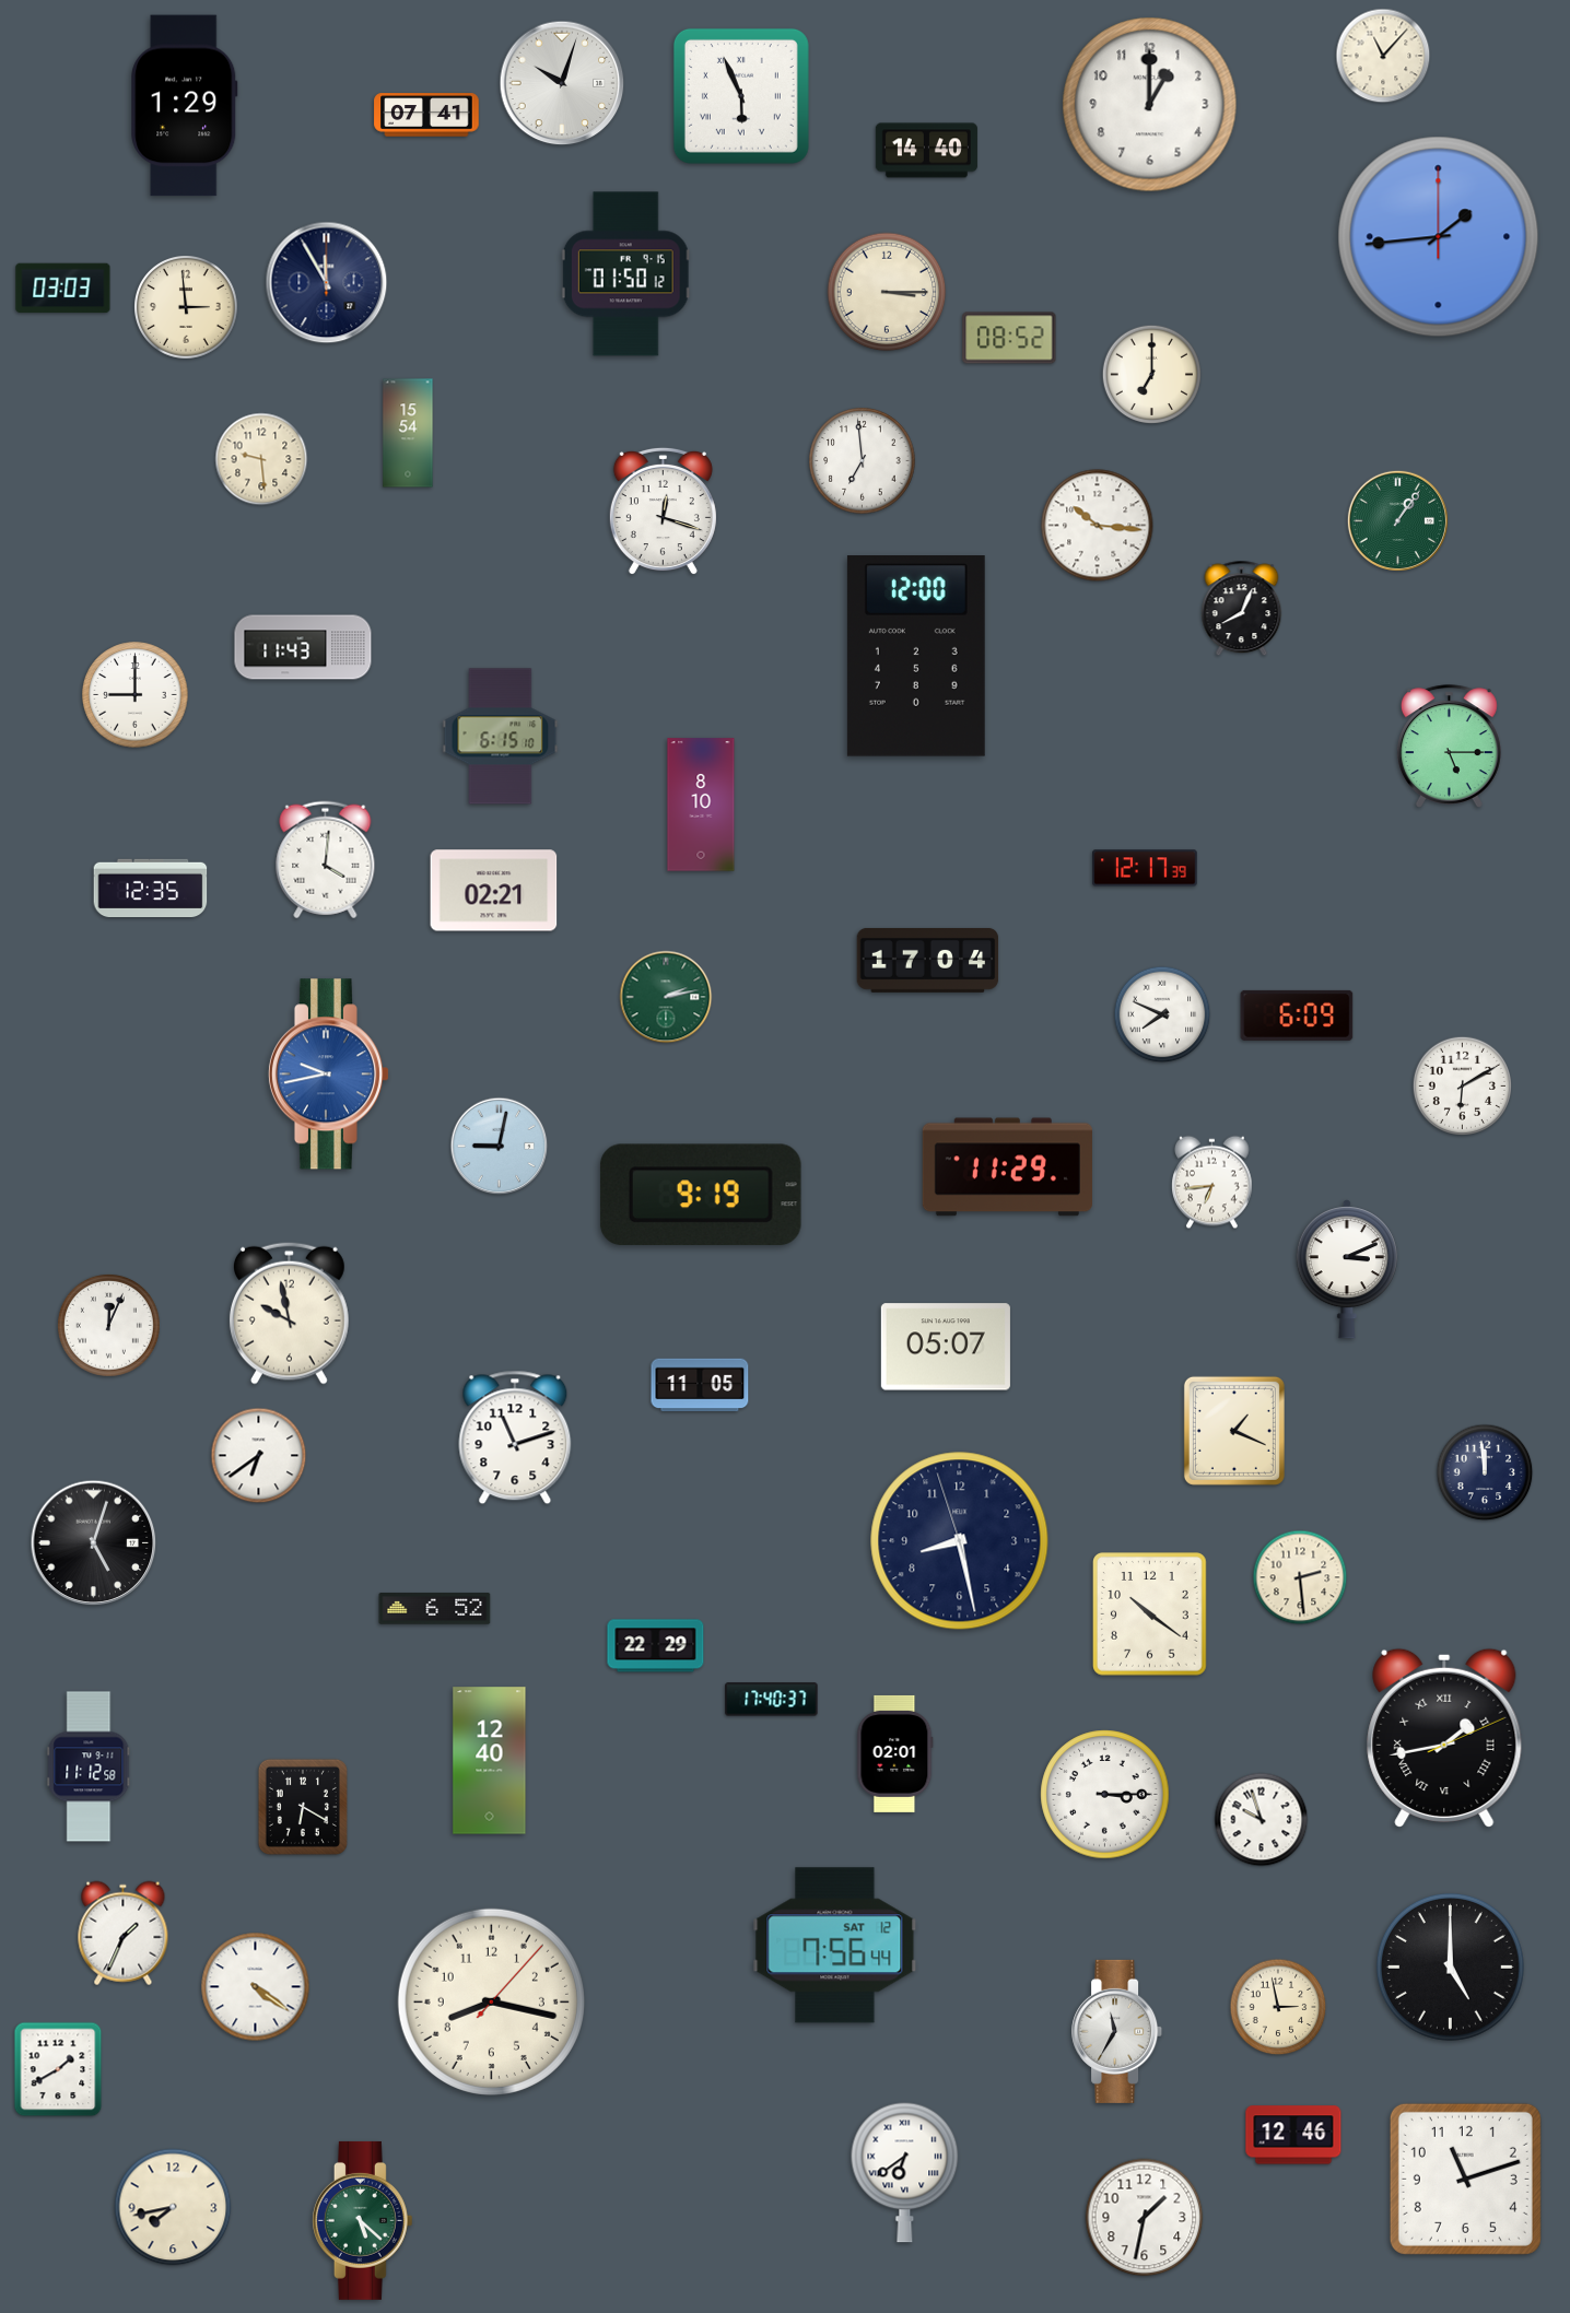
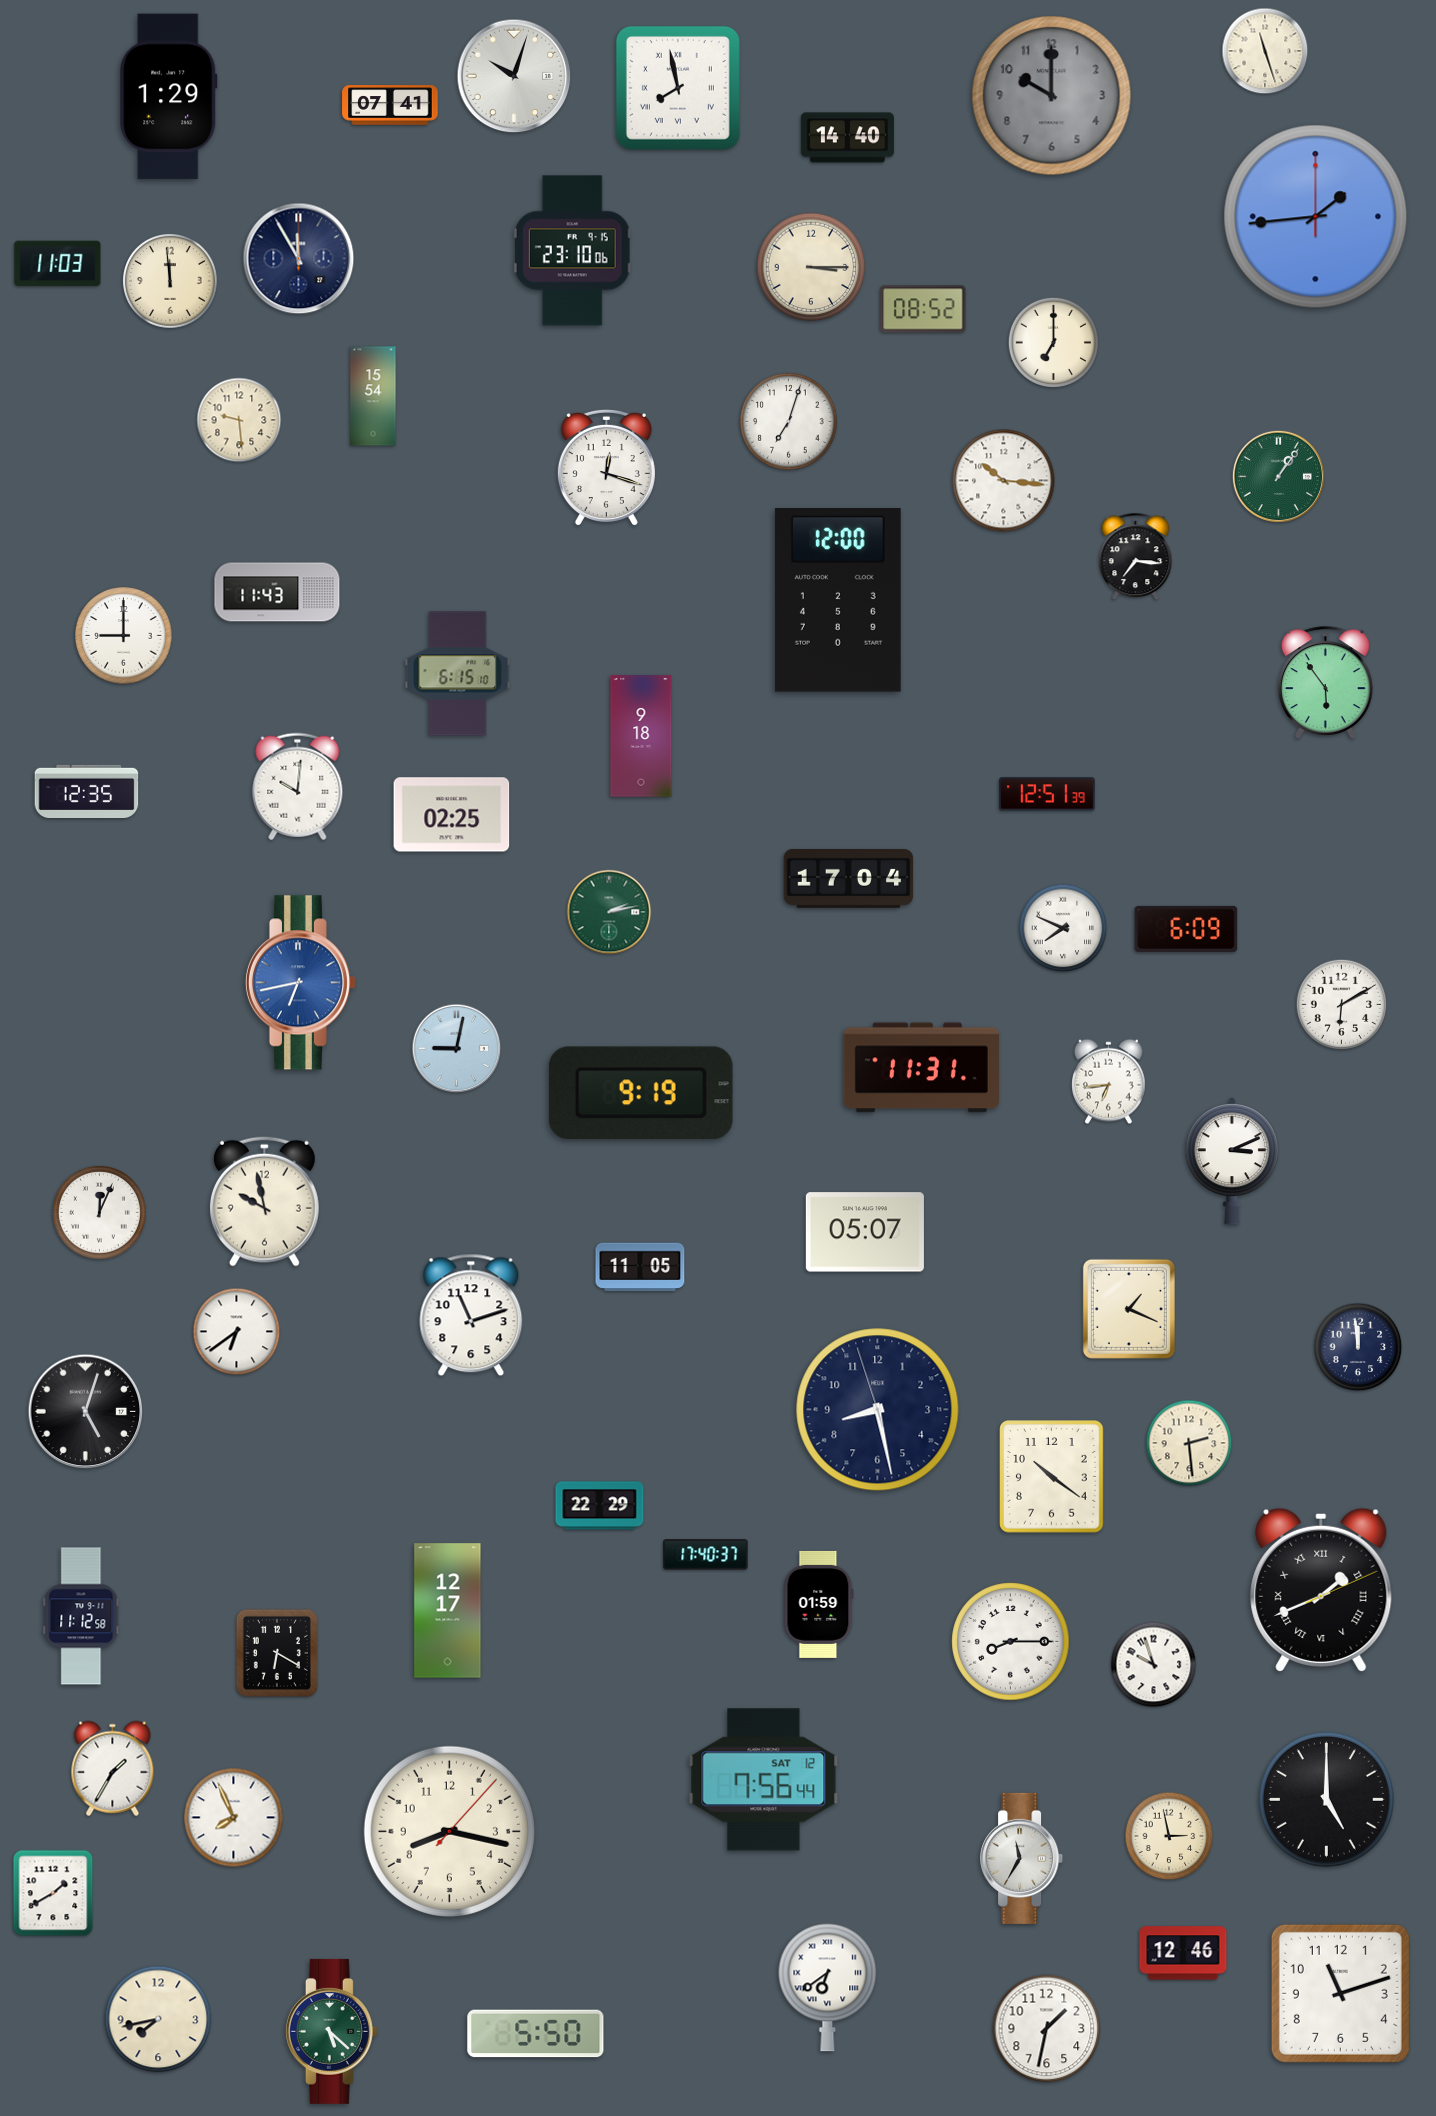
clock at (1383, 56): 11:07 -> 11:27
clock at (741, 96): 5:56 -> 7:58
clock at (1150, 105): 1:00 -> 10:00
clock at (1150, 105) dial: white -> grey
clock at (625, 274): 01:50 -> 23:10
clock at (63, 289): 03:03 -> 11:03
clock at (187, 308): 2:59 -> 11:59
clock at (863, 461): 6:59 -> 7:03
clock at (1242, 609): 8:04 -> 7:16
clock at (1449, 747): 5:15 -> 5:54
clock at (701, 805): 8:10 -> 9:18
clock at (326, 860): 4:01 -> 10:01
clock at (1145, 868): 12:17 -> 12:51
clock at (151, 888) position: (151, 888) -> (87, 791)
clock at (494, 891): 02:21 -> 02:25
clock at (328, 1075): 9:43 -> 6:43
clock at (1463, 1087) position: (1463, 1087) -> (1342, 1005)
clock at (1007, 1167): 11:29 -> 11:31
clock at (435, 1609): 6:52 -> none
clock at (1444, 1738): 1:43 -> 1:41
clock at (895, 1753): 02:01 -> 01:59
clock at (490, 1761): 12:40 -> 12:17
clock at (1105, 1795): 3:15 -> 8:15
clock at (124, 1934): 1:34 -> 1:35
clock at (256, 1987): 4:21 -> 7:56
clock at (536, 2034): none -> 5:50
